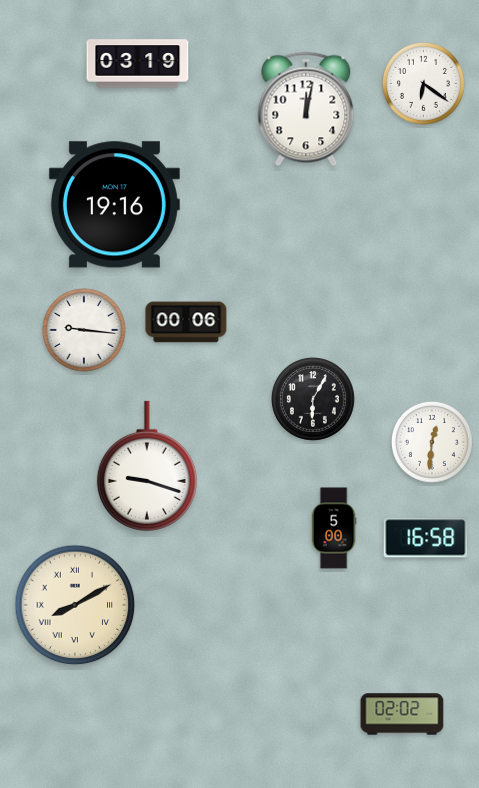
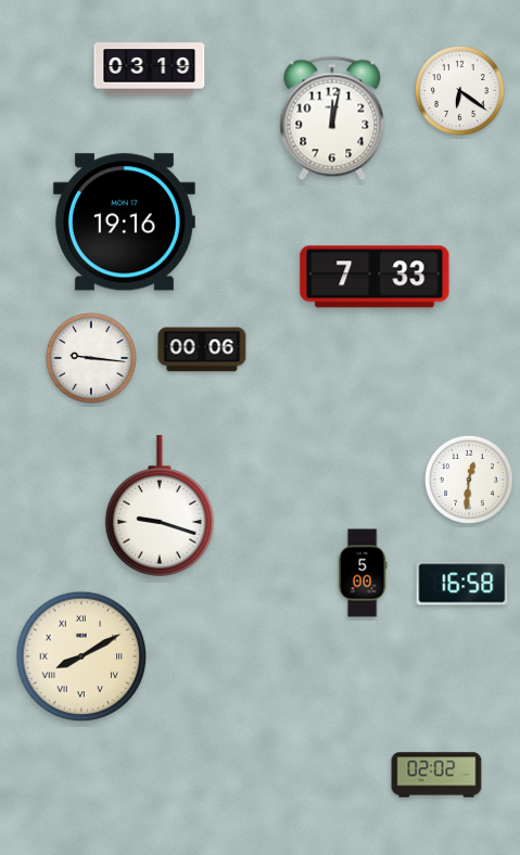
clock at (375, 277): none -> 7:33
clock at (313, 399): 6:05 -> none
